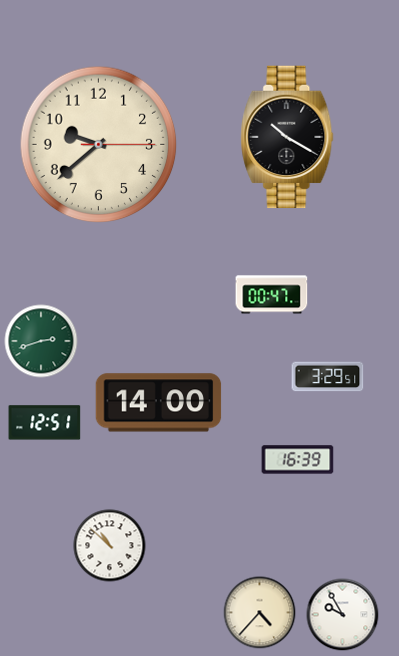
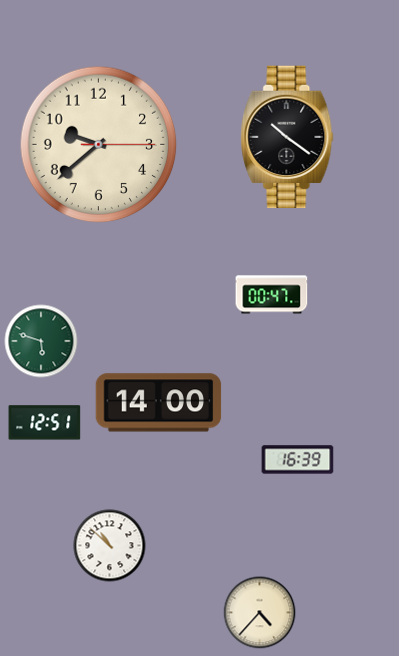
clock at (287, 137): 10:20 -> 10:21
clock at (41, 341): 2:42 -> 5:48
clock at (328, 377): 3:29 -> none
clock at (343, 615): 9:55 -> none
